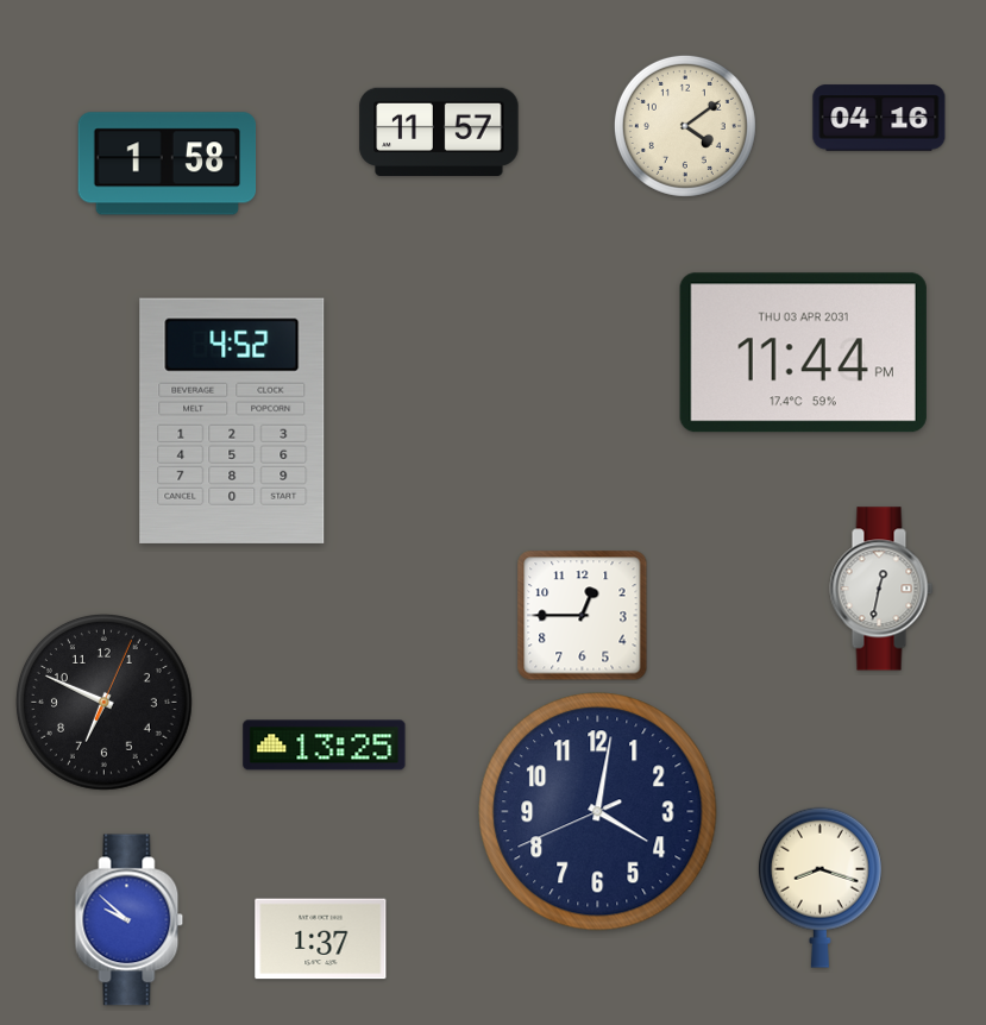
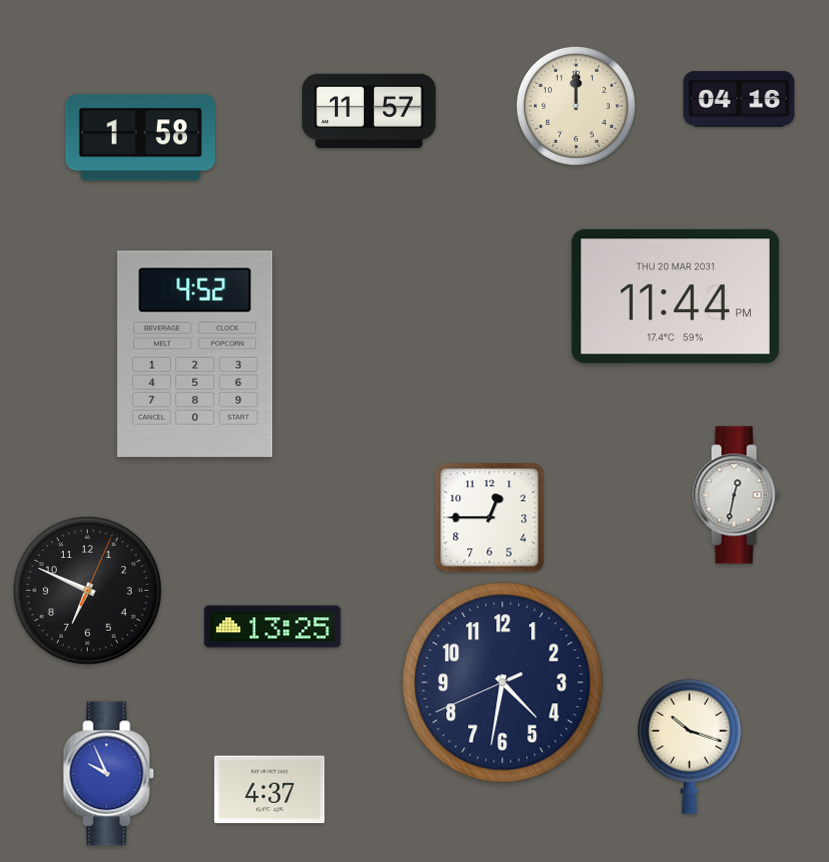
clock at (685, 126): 4:09 -> 12:00
clock at (803, 353) date: THU 03 APR 2031 -> THU 20 MAR 2031
clock at (881, 589) position: (881, 589) -> (736, 495)
clock at (598, 812): 4:01 -> 4:31
clock at (819, 887): 8:18 -> 10:18
clock at (130, 920): 9:52 -> 9:56
clock at (321, 939): 1:37 -> 4:37
